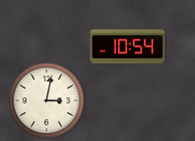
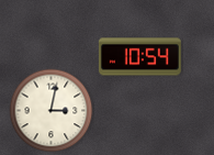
clock at (127, 47) position: (127, 47) -> (139, 57)
